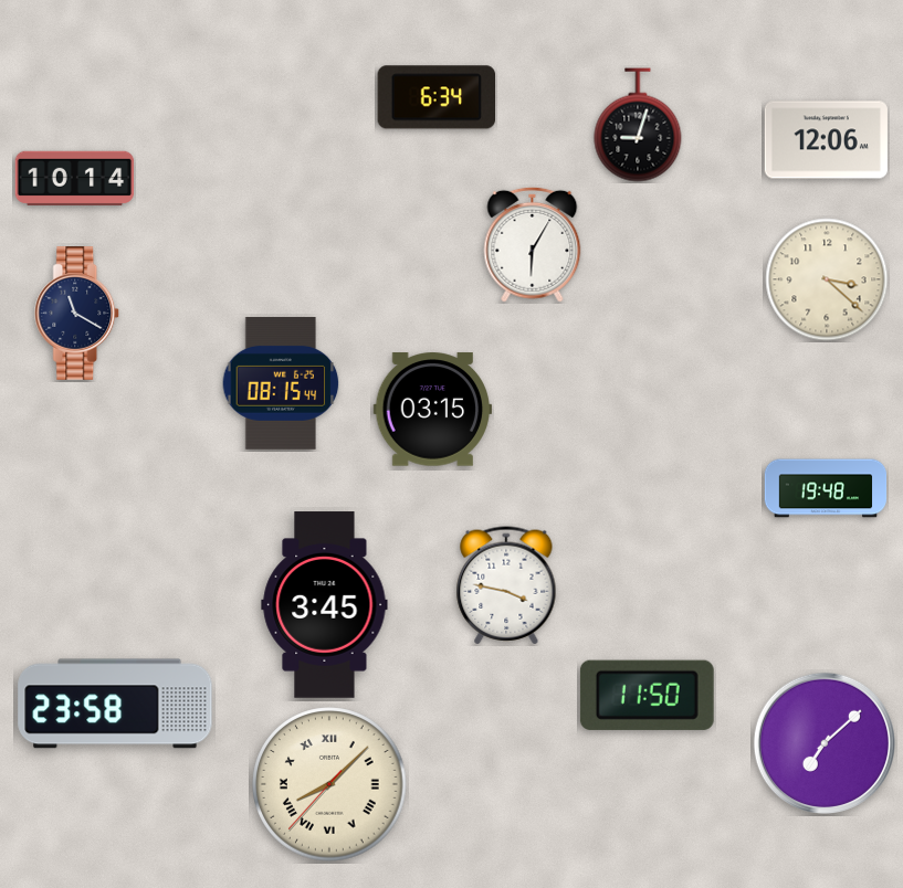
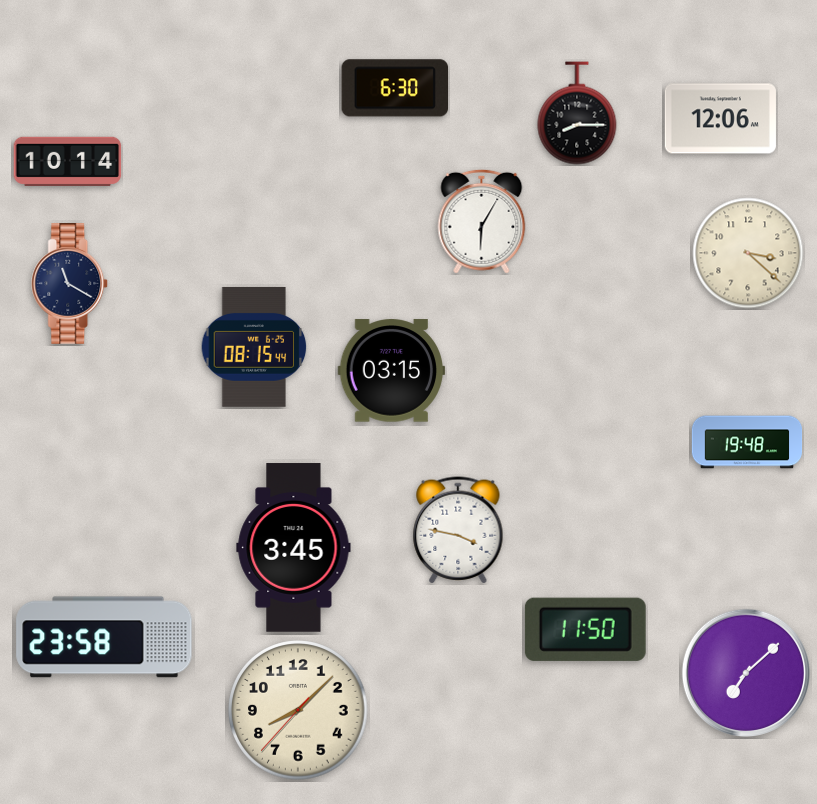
clock at (437, 97): 6:34 -> 6:30
clock at (638, 125): 9:03 -> 8:15
clock at (826, 140) position: (826, 140) -> (720, 119)
clock at (329, 784) numerals: Roman -> Arabic
